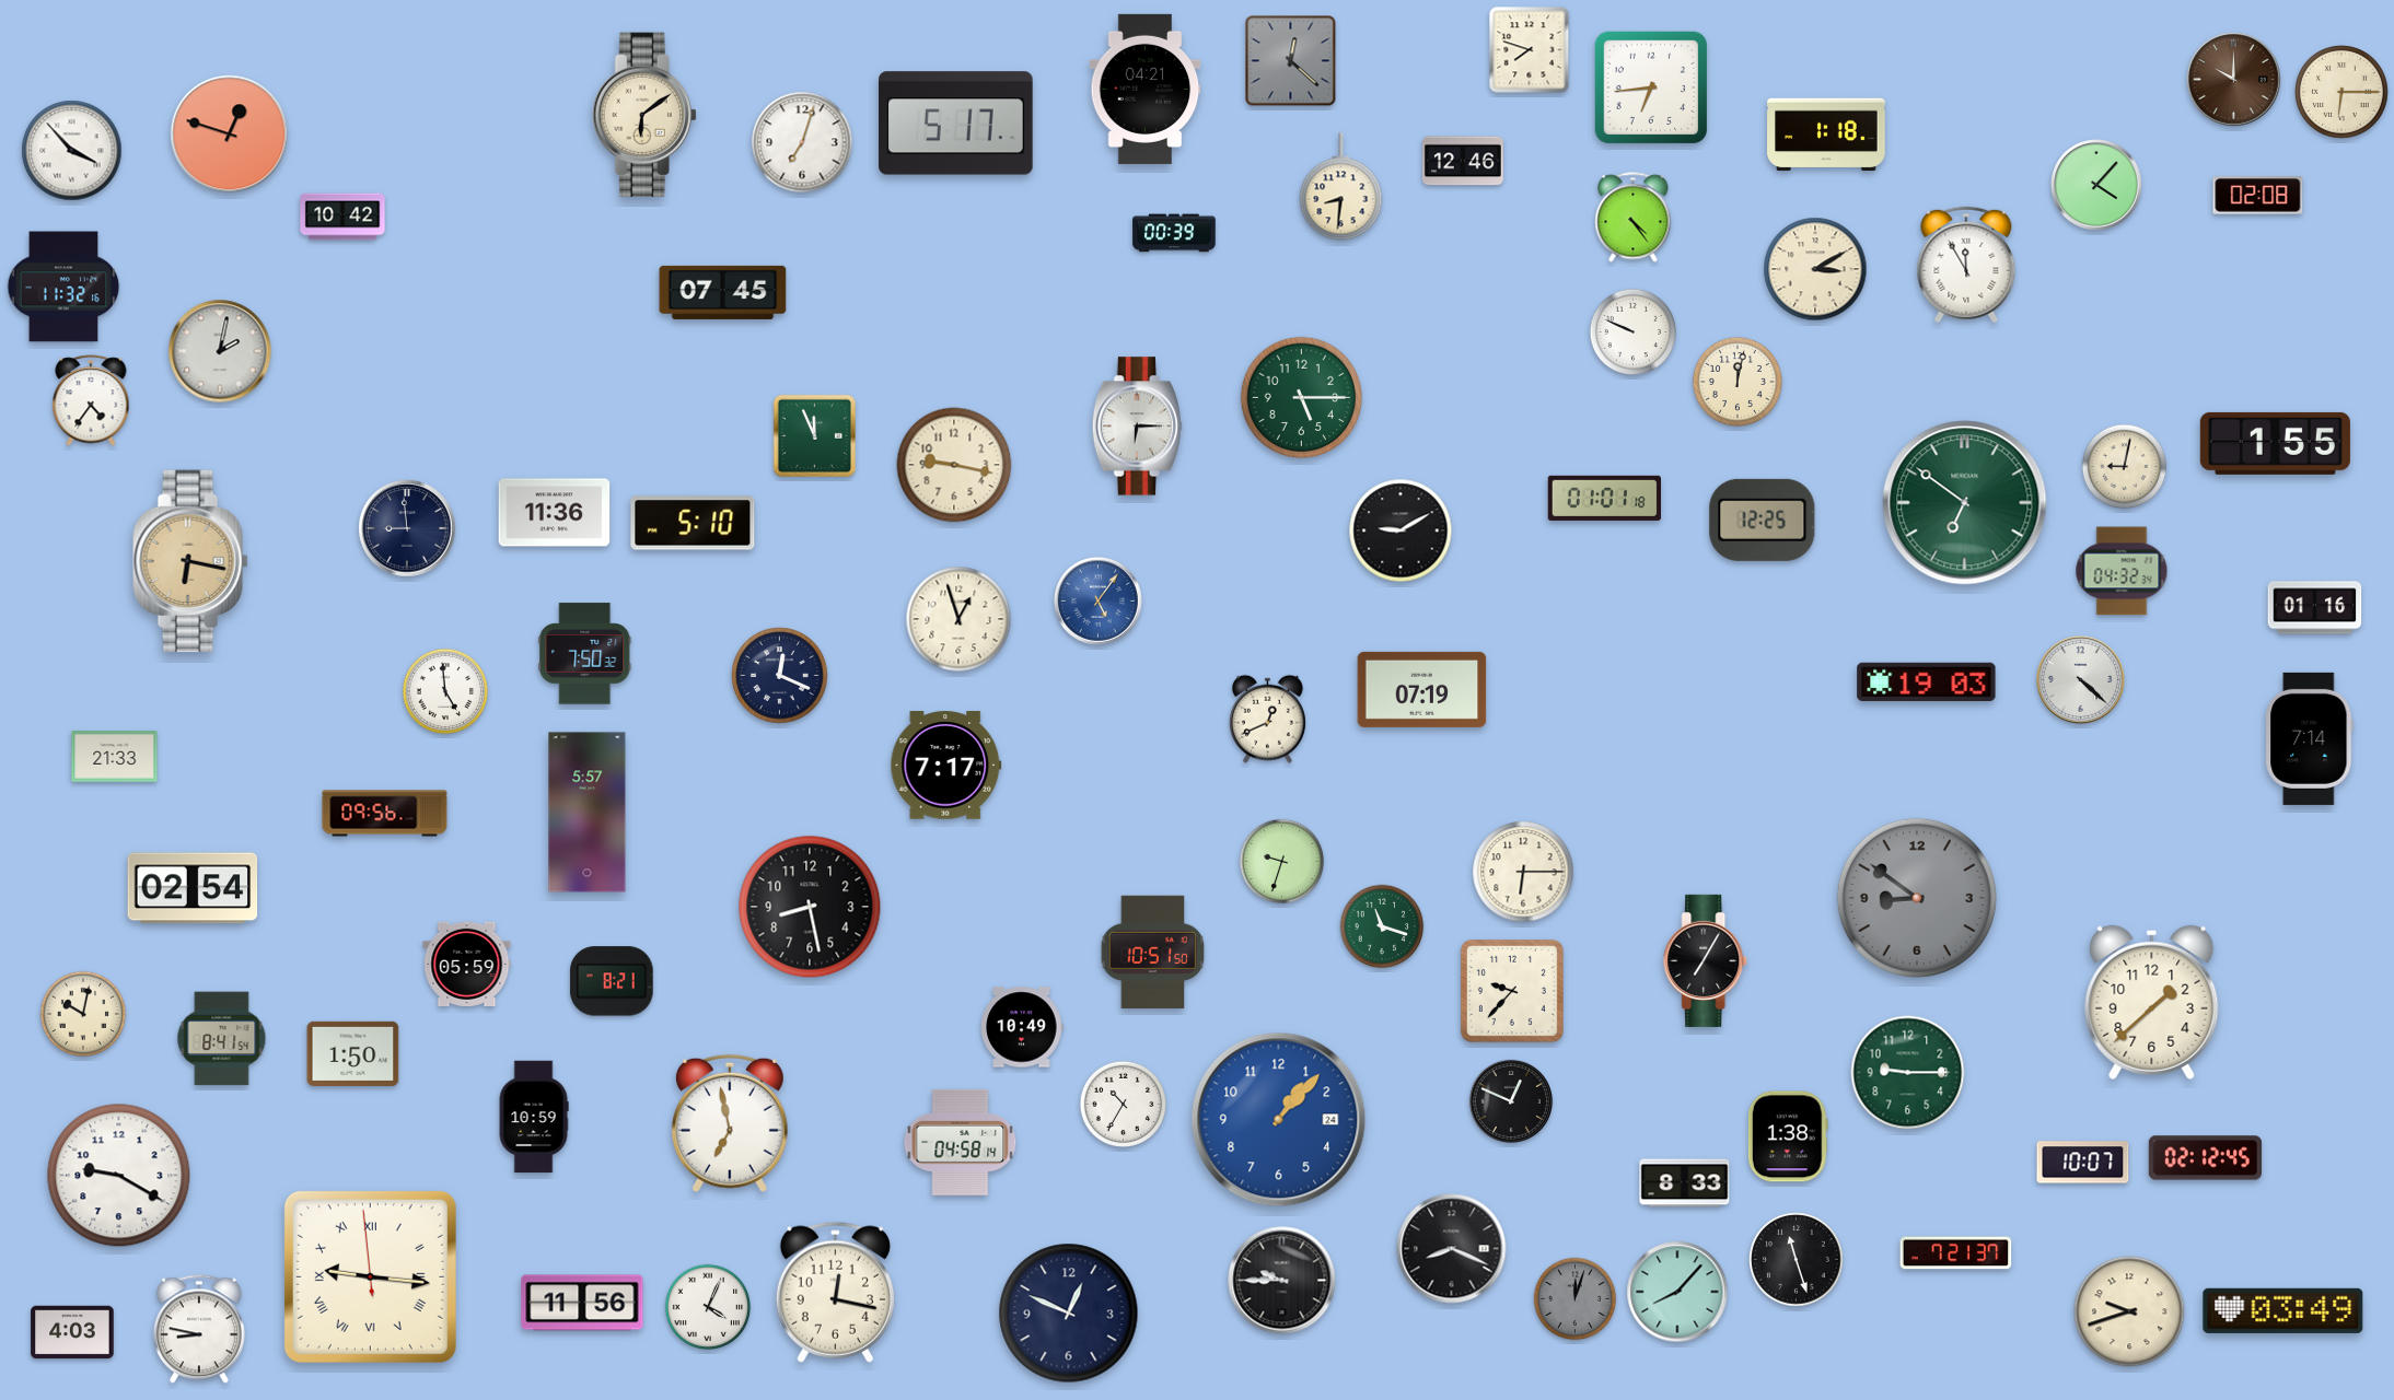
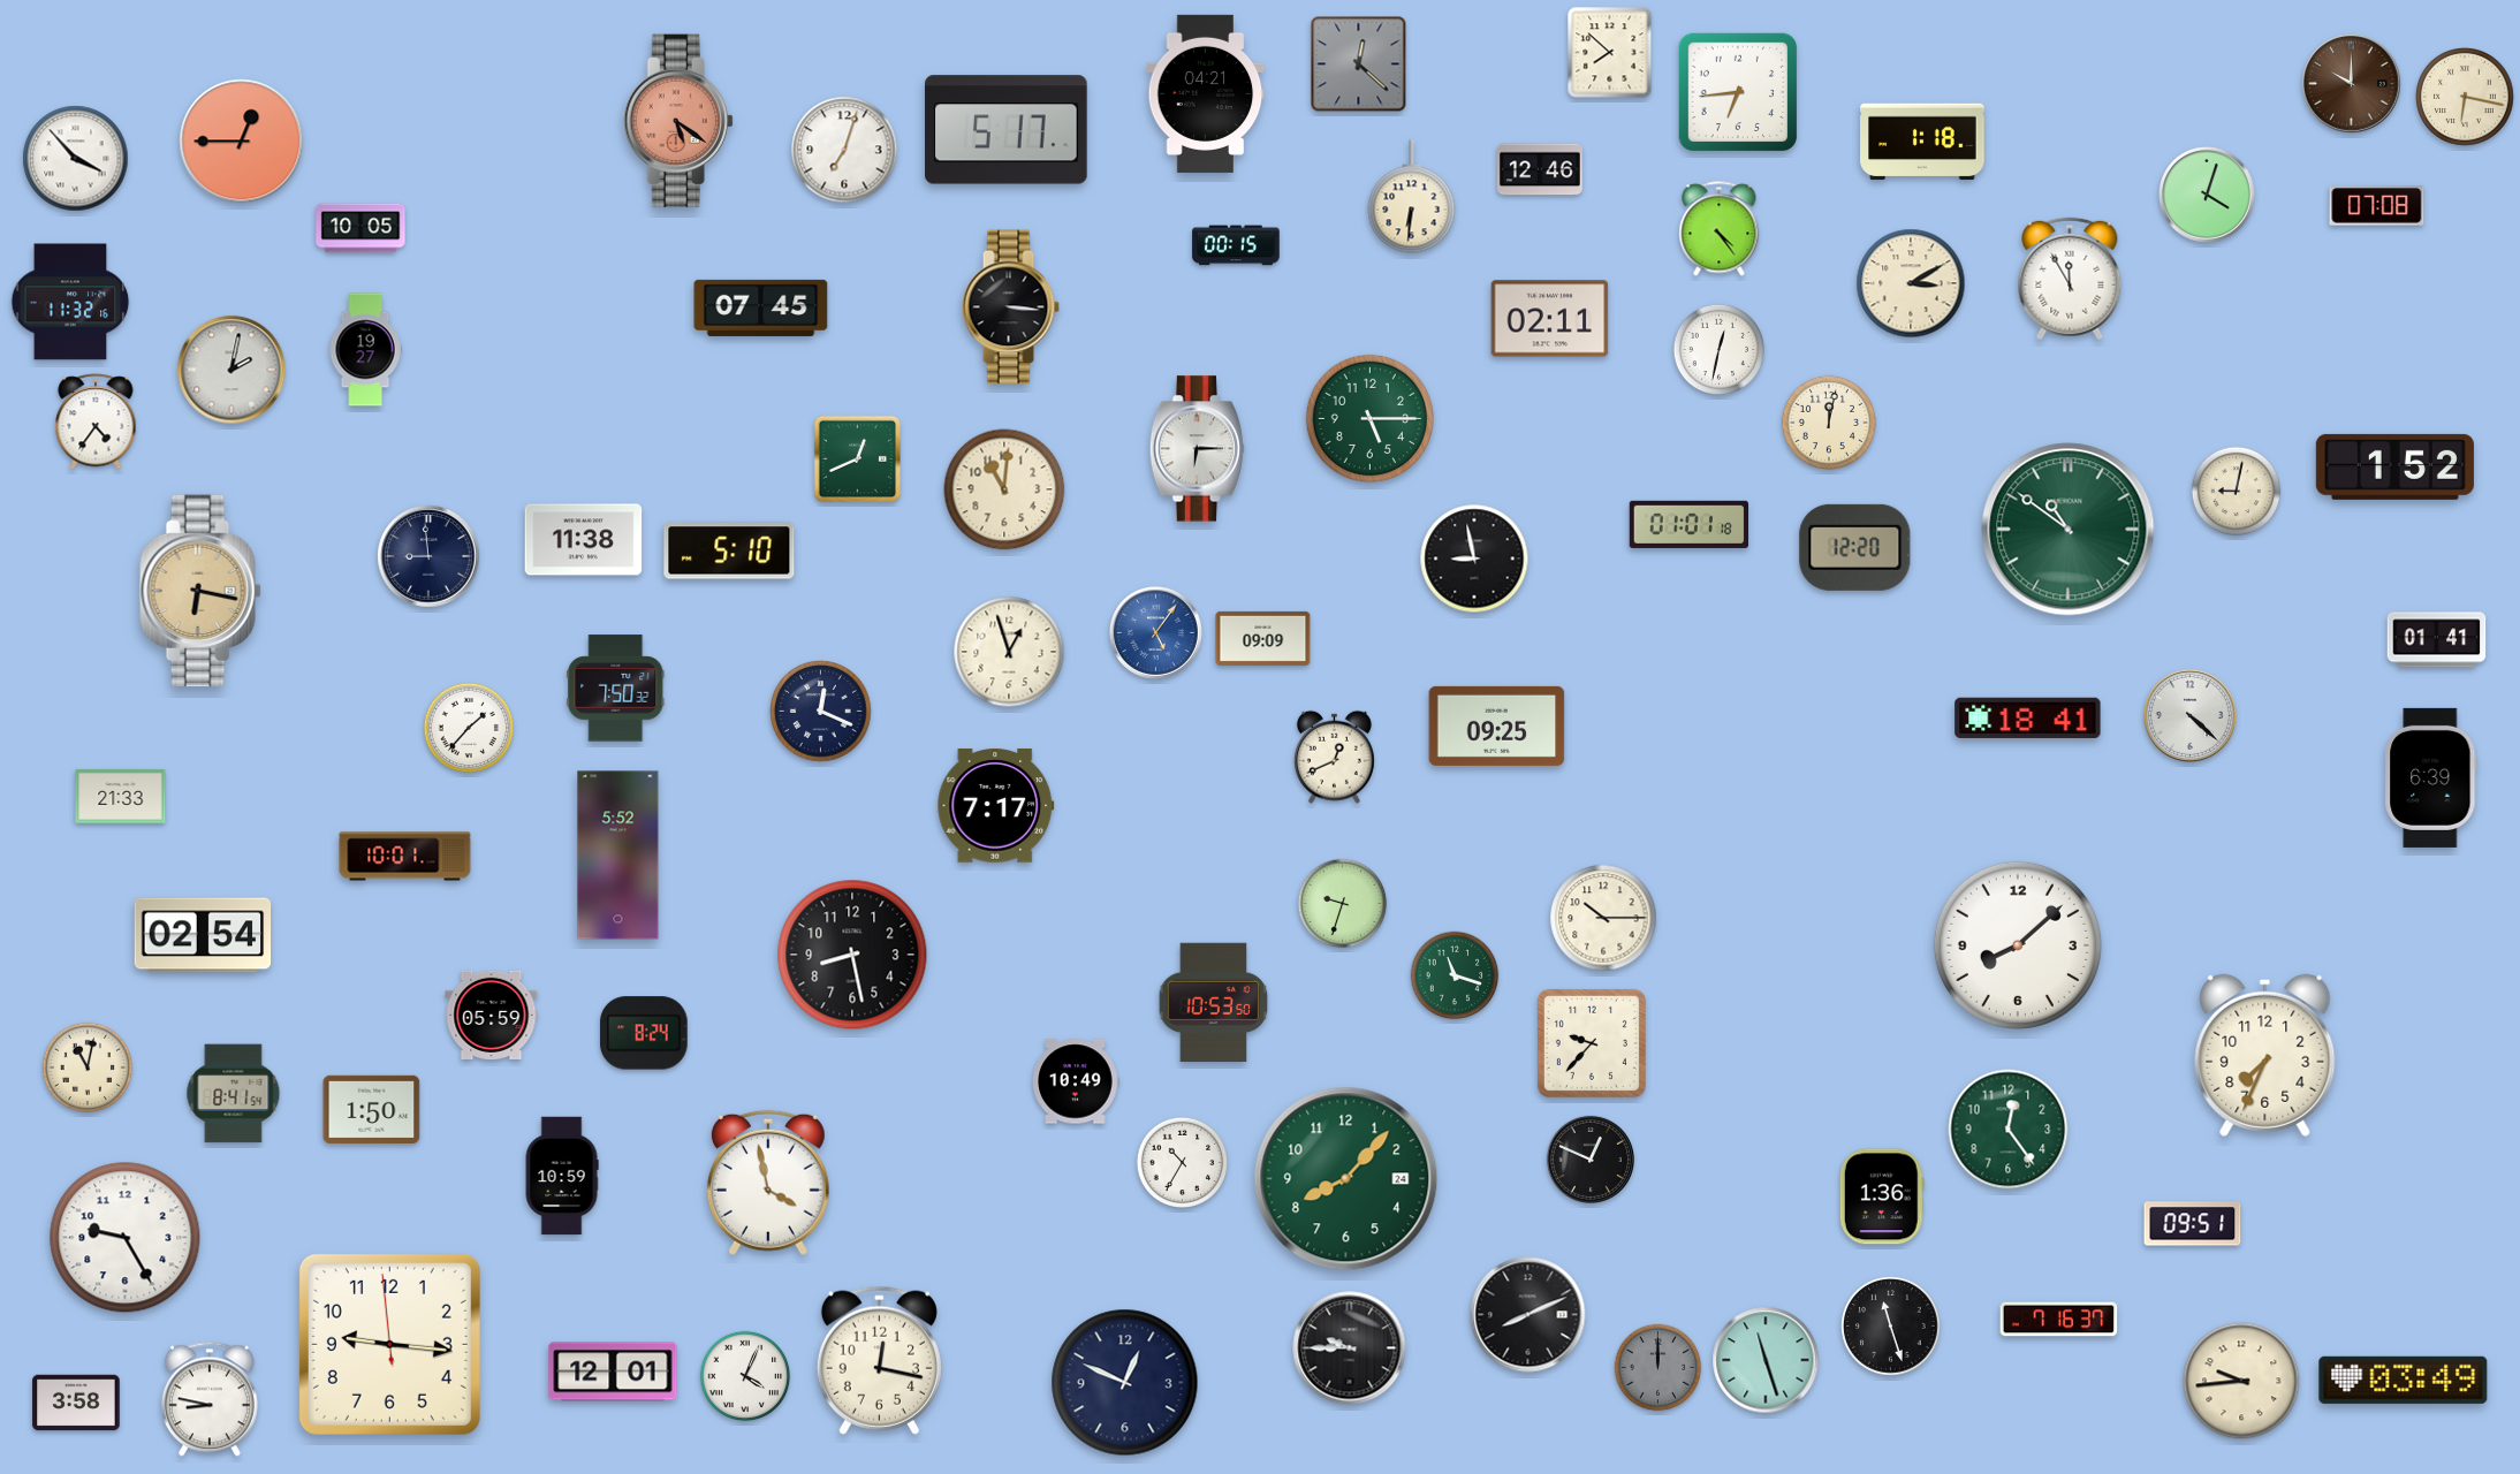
clock at (1530, 50): 7:48 -> 7:52
clock at (2343, 93): 6:15 -> 6:17
clock at (644, 115): 6:09 -> 5:21
clock at (644, 115) dial: cream -> salmon
clock at (230, 135): 12:48 -> 12:45
clock at (2097, 186): 4:07 -> 4:03
clock at (1341, 187): 8:31 -> 6:31
clock at (2258, 196): 02:08 -> 07:08
clock at (342, 217): 10:42 -> 10:05
clock at (1174, 233): 00:39 -> 00:15
clock at (63, 287) position: (63, 287) -> (70, 302)
clock at (1010, 307): none -> 3:16
clock at (1550, 319): none -> 02:11
clock at (365, 350): none -> 19:27
clock at (1634, 332): 9:49 -> 12:32
clock at (1738, 382) position: (1738, 382) -> (1829, 423)
clock at (814, 435): 11:56 -> 12:41
clock at (2275, 443): 1:55 -> 1:52
clock at (954, 465): 9:17 -> 11:01
clock at (1965, 503): 6:51 -> 10:51
clock at (555, 513): 11:36 -> 11:38
clock at (1763, 520): 12:25 -> 12:20
clock at (1401, 530): 9:10 -> 8:58
clock at (2122, 571): 04:32 -> none
clock at (1263, 638): none -> 09:09
clock at (2315, 608): 01:16 -> 01:41
clock at (1927, 681): 19:03 -> 18:41
clock at (1422, 689): 07:19 -> 09:25
clock at (445, 691): 4:59 -> 1:37
clock at (2310, 738): 7:14 -> 6:39
clock at (588, 813): 5:57 -> 5:52
clock at (385, 814): 09:56 -> 10:01
clock at (1282, 862) position: (1282, 862) -> (1343, 904)
clock at (1523, 872): 6:15 -> 10:15
clock at (1917, 898): 8:51 -> 8:08
clock at (1917, 898) dial: grey -> white
clock at (1153, 952): 10:51 -> 10:53
clock at (1706, 960): 7:05 -> none
clock at (612, 981): 8:21 -> 8:24
clock at (2152, 1002): 1:38 -> 7:34
clock at (83, 1014): 10:02 -> 11:02
clock at (1908, 1073): 9:15 -> 12:24
clock at (1279, 1120): 1:07 -> 8:07
clock at (1279, 1120) dial: blue -> green
clock at (730, 1123): 6:58 -> 3:58
clock at (1788, 1136): 1:38 -> 1:36
clock at (961, 1142): 04:58 -> none
clock at (2206, 1158): 02:12 -> none
clock at (2083, 1163): 10:07 -> 09:51
clock at (119, 1176): 9:20 -> 9:25
clock at (1685, 1183): 8:33 -> none
clock at (1452, 1249): 8:19 -> 8:11
clock at (1956, 1253): 7:21 -> 7:16
clock at (370, 1276) numerals: Roman -> Arabic
clock at (1677, 1292): 8:07 -> 11:27
clock at (1576, 1299): 12:03 -> 12:00
clock at (582, 1303): 11:56 -> 12:01
clock at (2129, 1311): 9:42 -> 9:44
clock at (72, 1332): 4:03 -> 3:58
